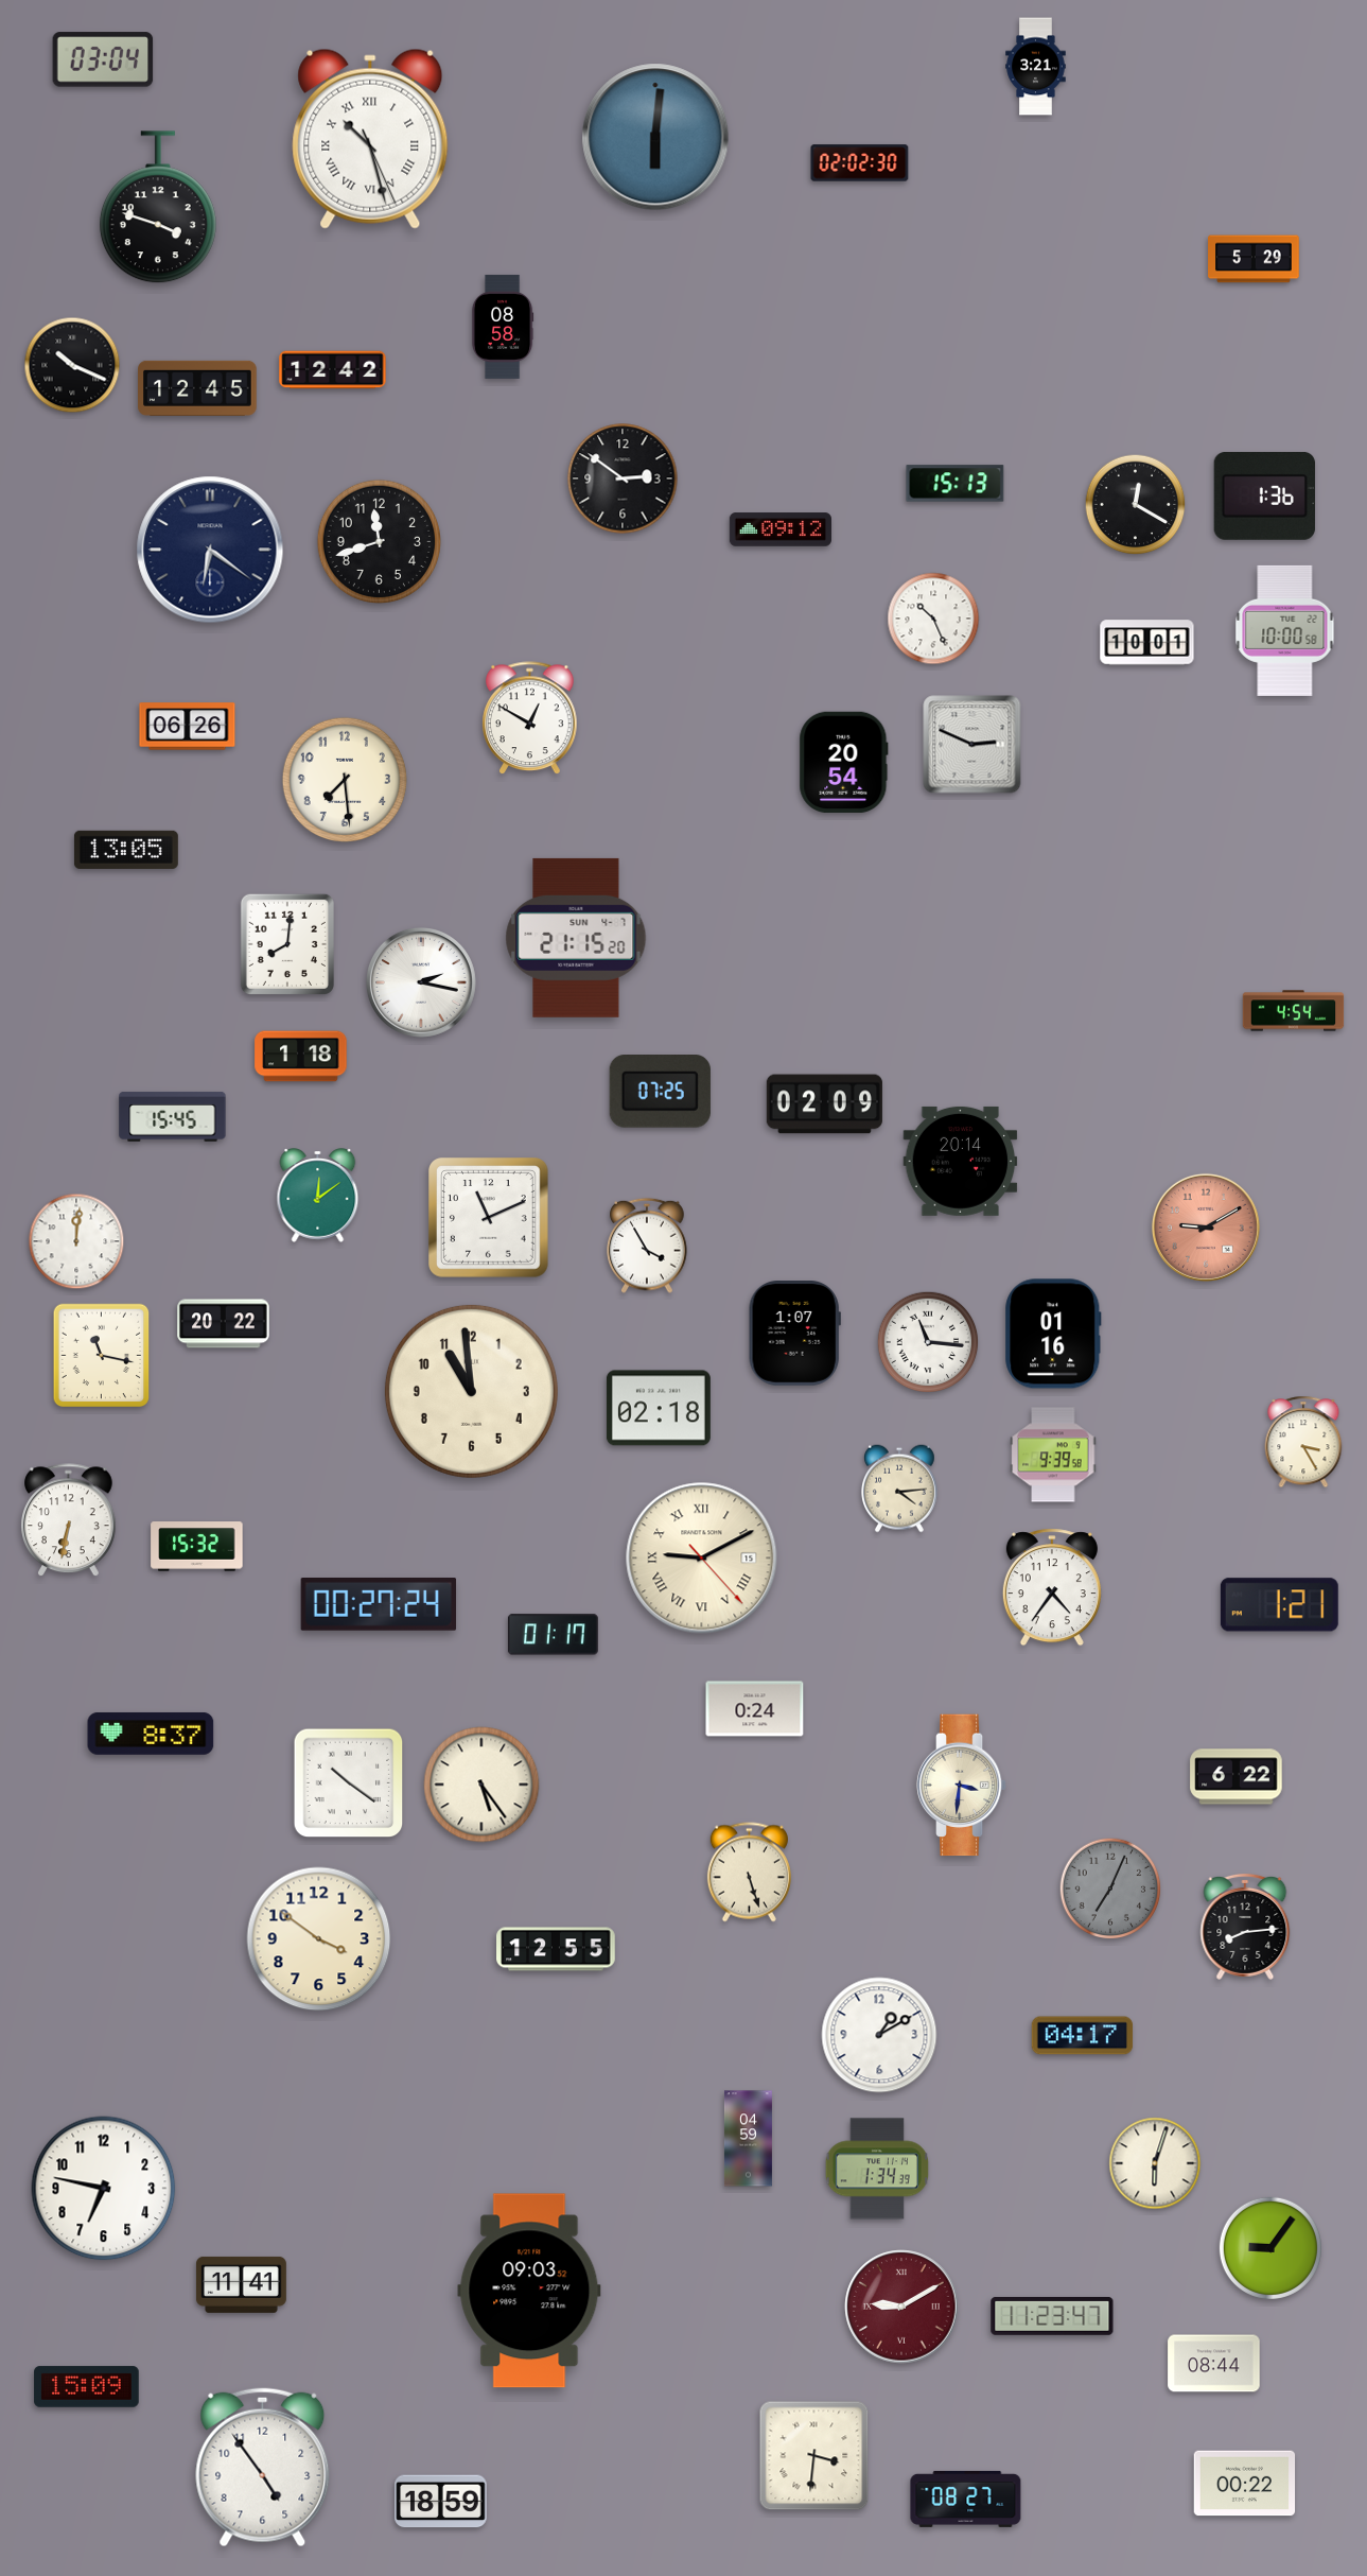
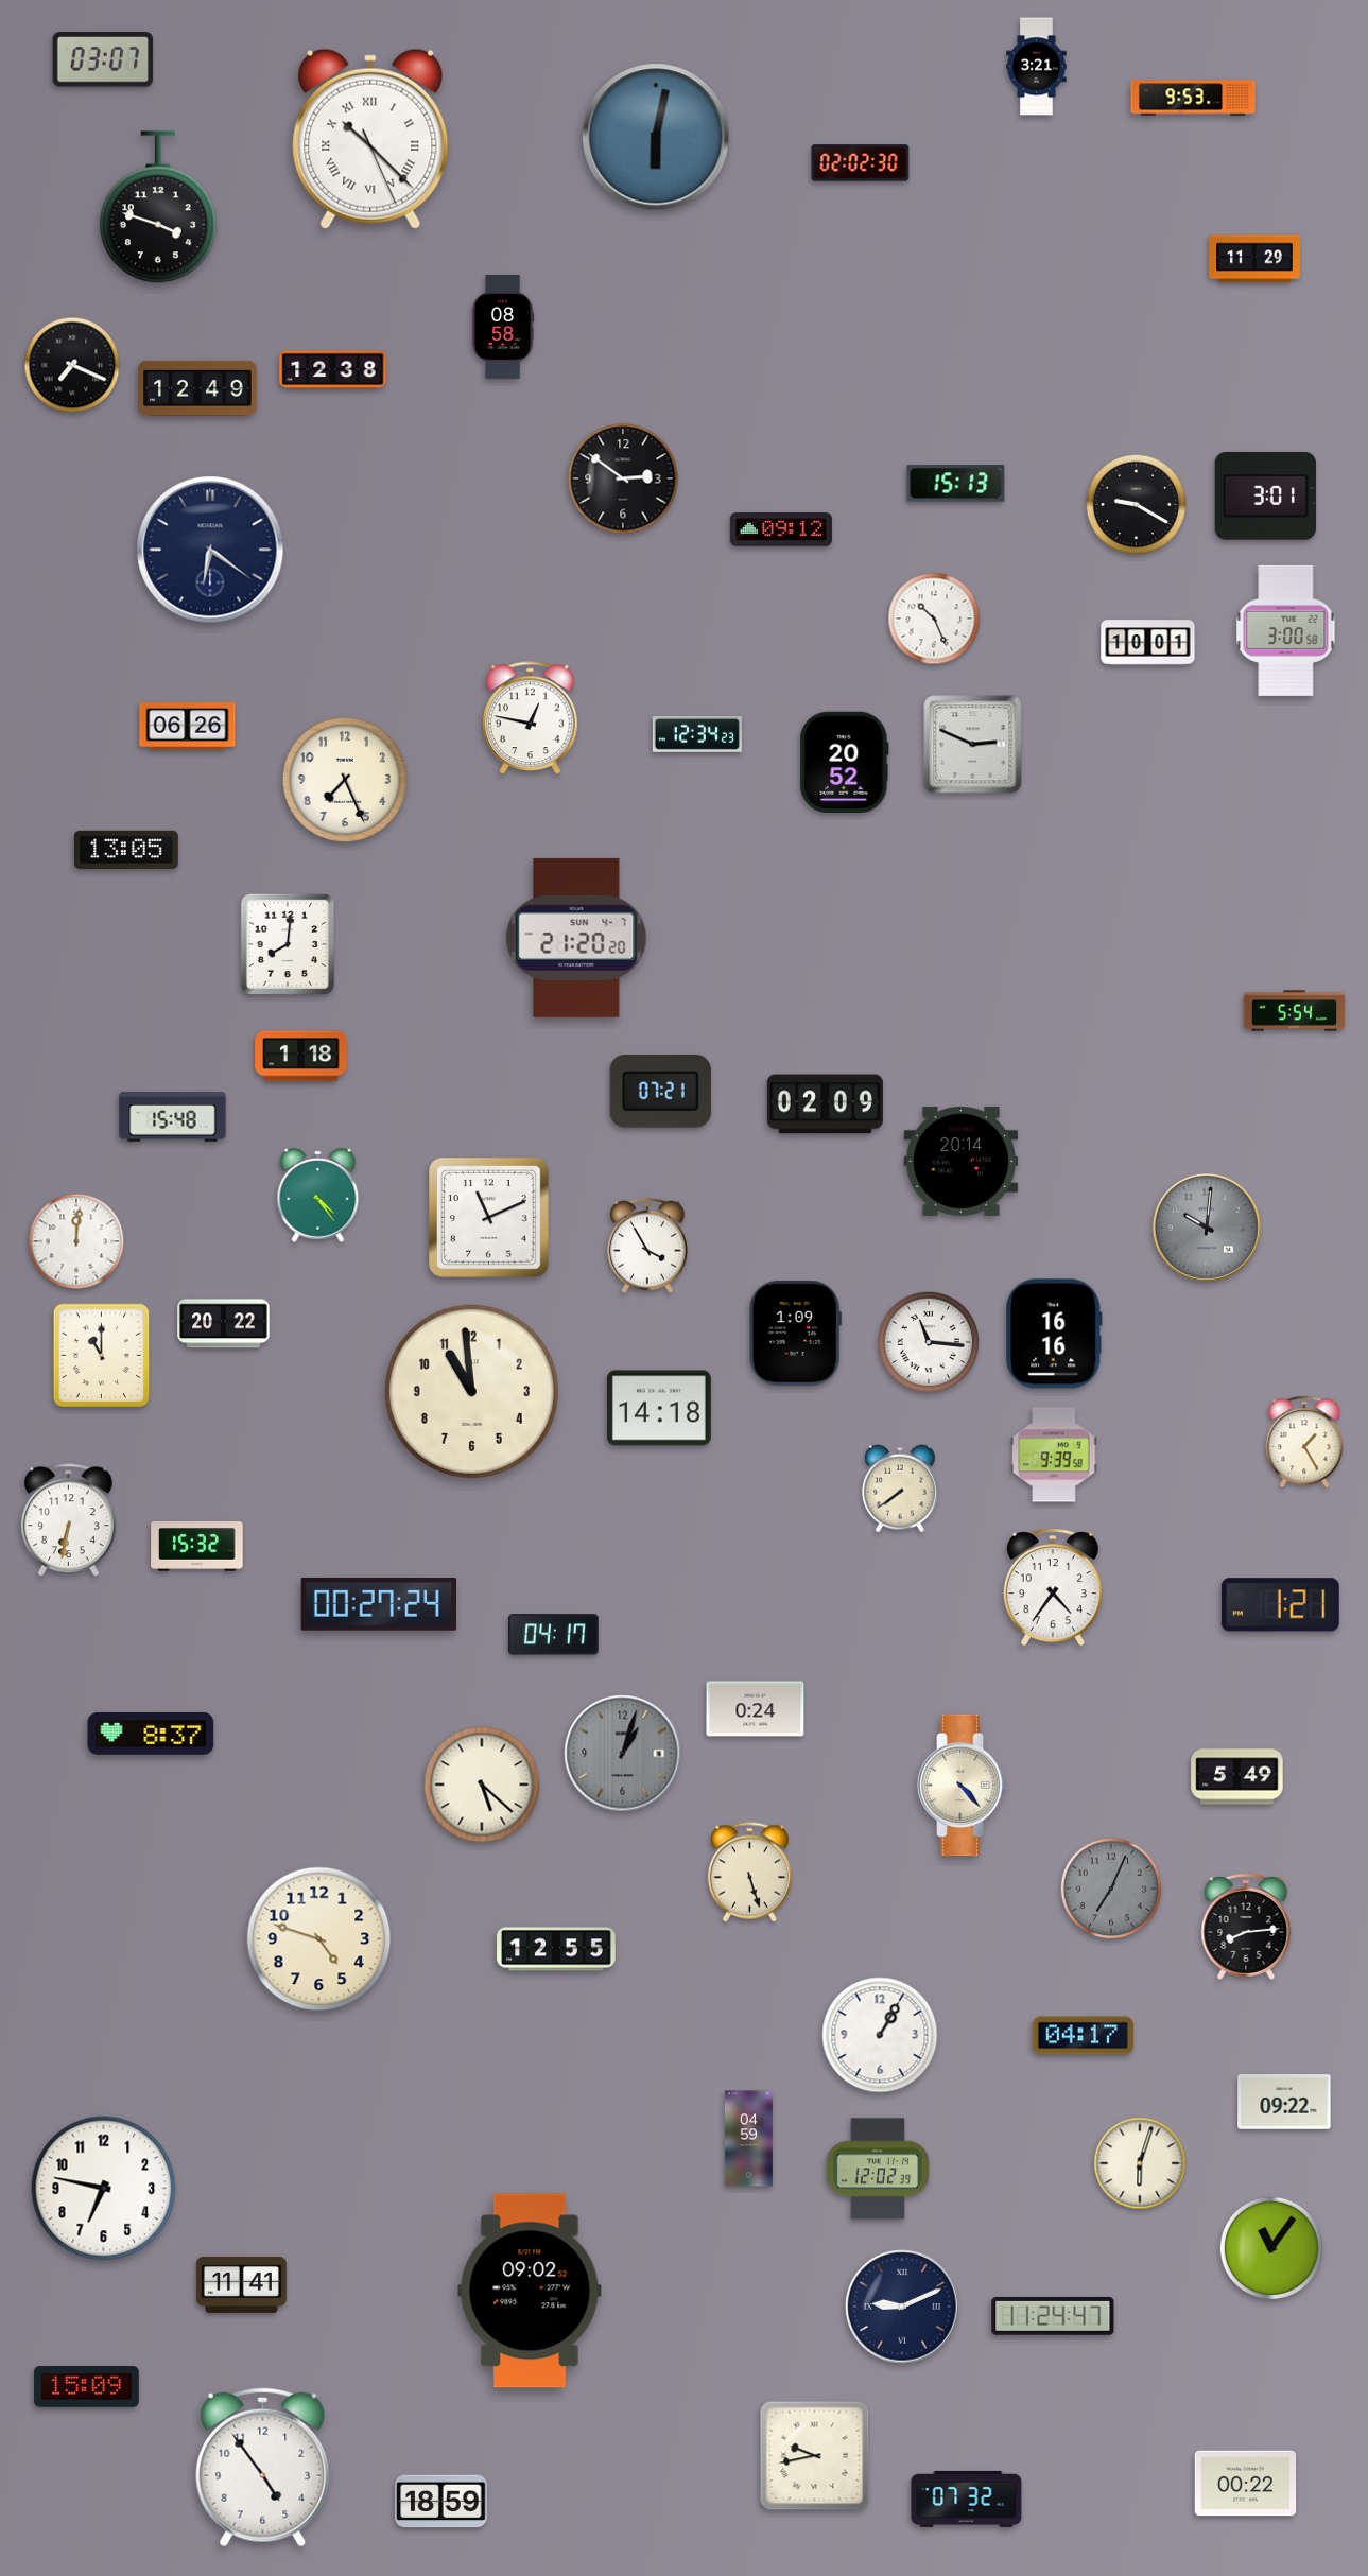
clock at (103, 59): 03:04 -> 03:07
clock at (1193, 98): none -> 9:53
clock at (655, 137): 6:01 -> 6:02
clock at (370, 139): 10:27 -> 10:22
clock at (1254, 259): 5:29 -> 11:29
clock at (72, 365): 10:19 -> 7:19
clock at (333, 370): 12:42 -> 12:38
clock at (197, 388): 12:45 -> 12:49
clock at (1264, 495): 1:36 -> 3:01
clock at (1136, 505): 12:20 -> 9:20
clock at (380, 542): 11:42 -> none
clock at (1285, 630): 10:00 -> 3:00
clock at (530, 718): 12:50 -> 12:47
clock at (697, 735): none -> 12:34
clock at (844, 763): 20:54 -> 20:52
clock at (345, 780): 7:29 -> 7:26
clock at (576, 938): 21:15 -> 21:20
clock at (421, 982): 2:17 -> none
clock at (1294, 1011): 4:54 -> 5:54
clock at (660, 1092): 07:25 -> 07:21
clock at (173, 1116): 15:45 -> 15:48
clock at (318, 1196): 12:09 -> 4:24
clock at (1206, 1228): 9:10 -> 10:01
clock at (1206, 1228) dial: salmon -> grey
clock at (794, 1334): 1:07 -> 1:09
clock at (1053, 1334): 01:16 -> 16:16
clock at (102, 1356): 11:17 -> 11:00
clock at (659, 1408): 02:18 -> 14:18
clock at (1303, 1442): 3:25 -> 1:25
clock at (899, 1489): 4:14 -> 7:39
clock at (702, 1559): 9:10 -> none
clock at (553, 1635): 01:17 -> 04:17
clock at (623, 1754): none -> 1:03
clock at (1237, 1777): 6:22 -> 5:49
clock at (349, 1783): 10:21 -> none
clock at (481, 1785): 5:24 -> 5:22
clock at (962, 1786): 3:31 -> 4:23
clock at (319, 1939): 3:51 -> 4:48
clock at (879, 2035): 1:10 -> 1:05
clock at (1284, 2102): none -> 09:22
clock at (1155, 2163) position: (1155, 2163) -> (1140, 2163)
clock at (877, 2169): 1:34 -> 12:02
clock at (1270, 2248): 9:06 -> 11:06
clock at (529, 2291): 09:03 -> 09:02
clock at (901, 2307): 9:10 -> 9:11
clock at (901, 2307) dial: burgundy -> navy
clock at (1052, 2316): 11:23 -> 11:24
clock at (1214, 2364): 08:44 -> none
clock at (814, 2456): 3:31 -> 9:43
clock at (966, 2499): 08:27 -> 07:32
